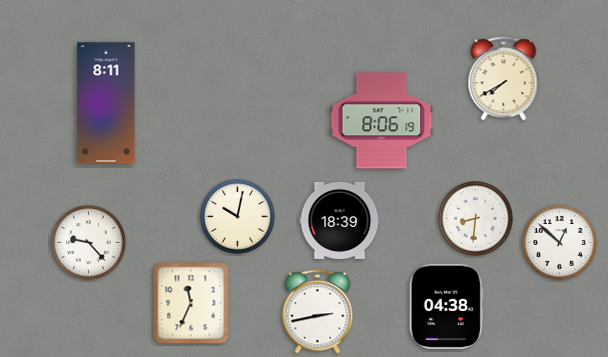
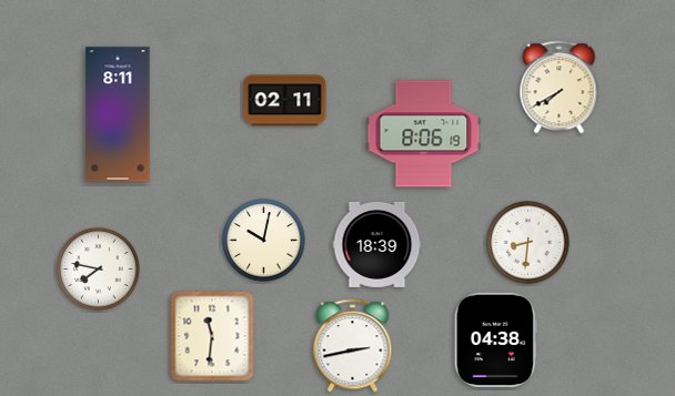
clock at (285, 101): none -> 02:11
clock at (89, 243): 9:23 -> 7:47
clock at (560, 243): 12:52 -> none
clock at (191, 303): 11:34 -> 11:31
